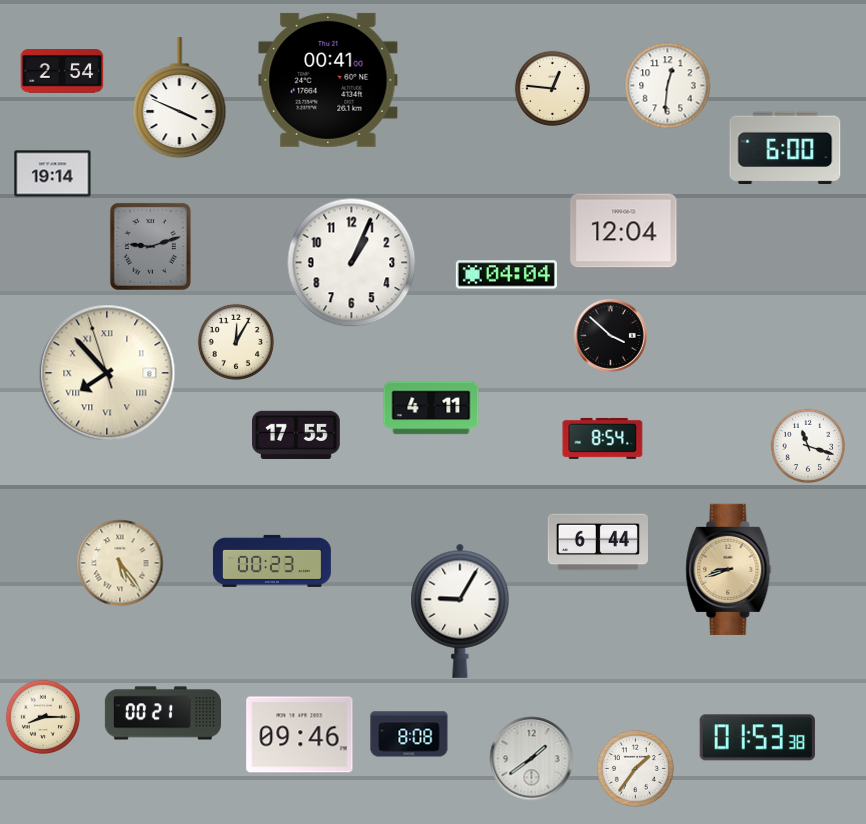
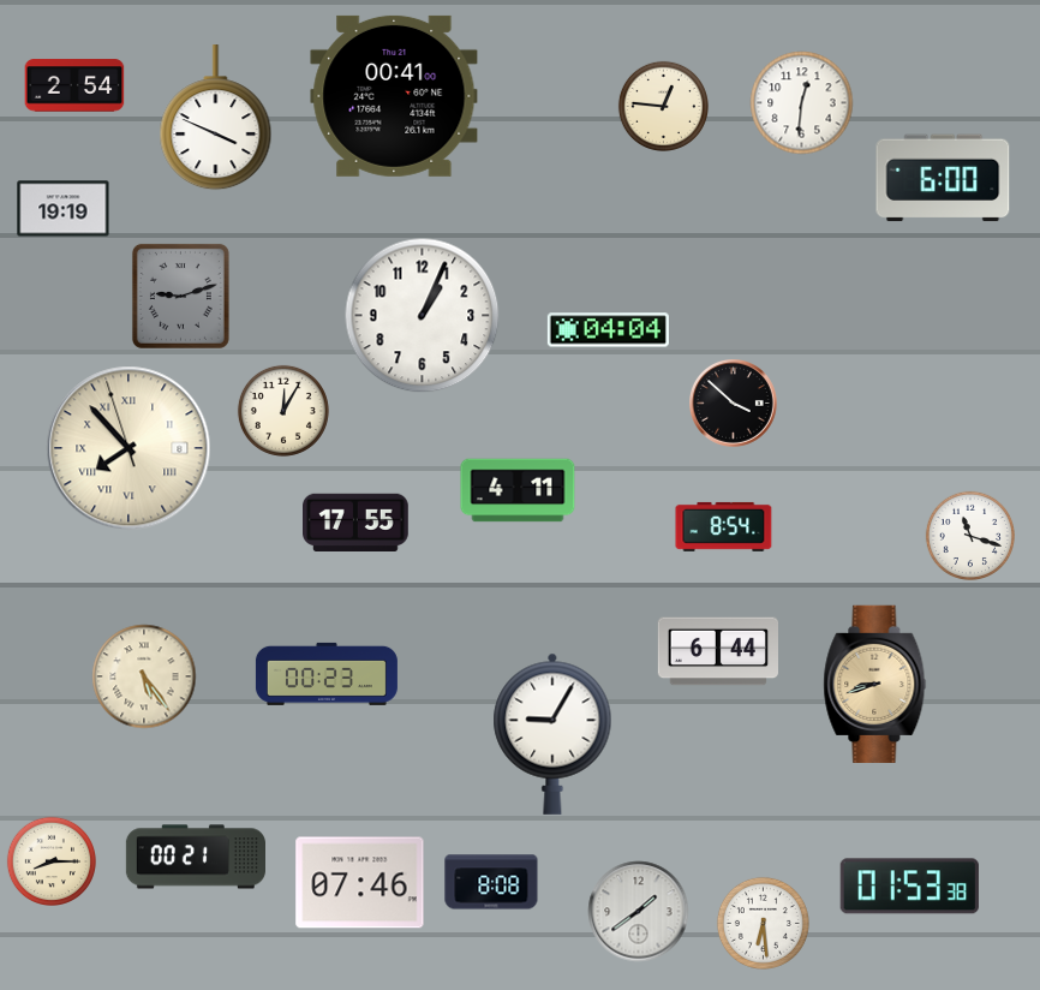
clock at (53, 174): 19:14 -> 19:19
clock at (624, 231): 12:04 -> none
clock at (300, 735): 09:46 -> 07:46
clock at (635, 768): 1:36 -> 6:29
